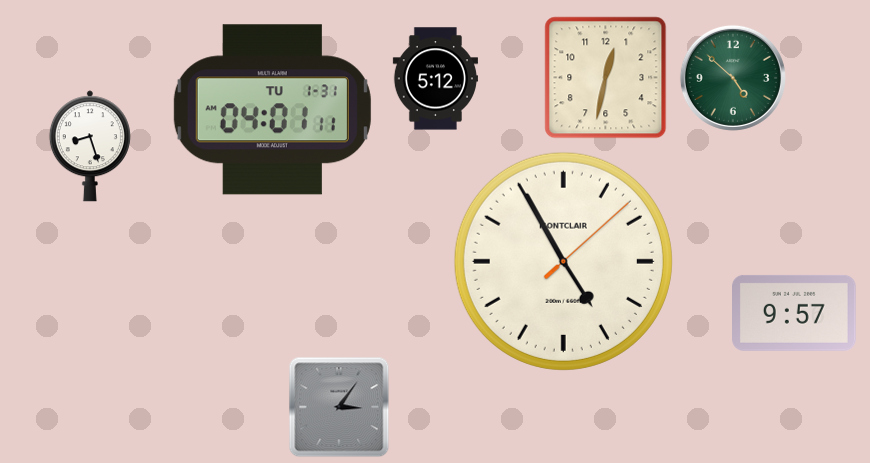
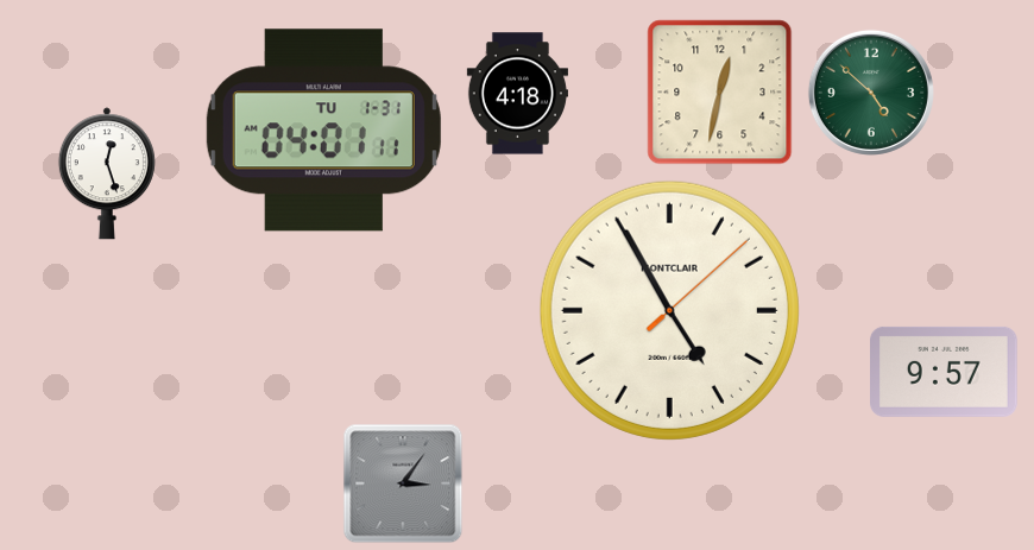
clock at (435, 79): 5:12 -> 4:18
clock at (90, 146): 8:27 -> 12:27
